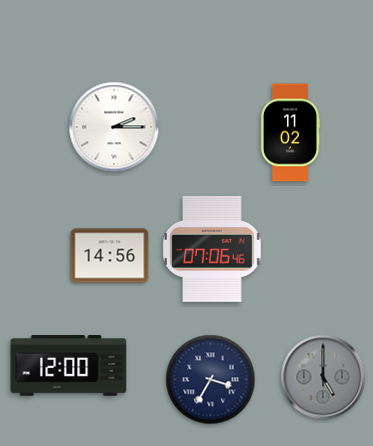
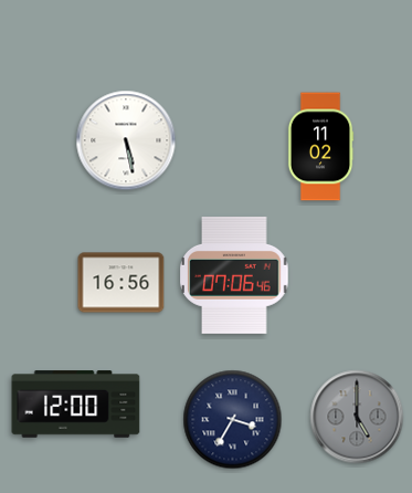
clock at (114, 127): 2:15 -> 5:28
clock at (110, 256): 14:56 -> 16:56
